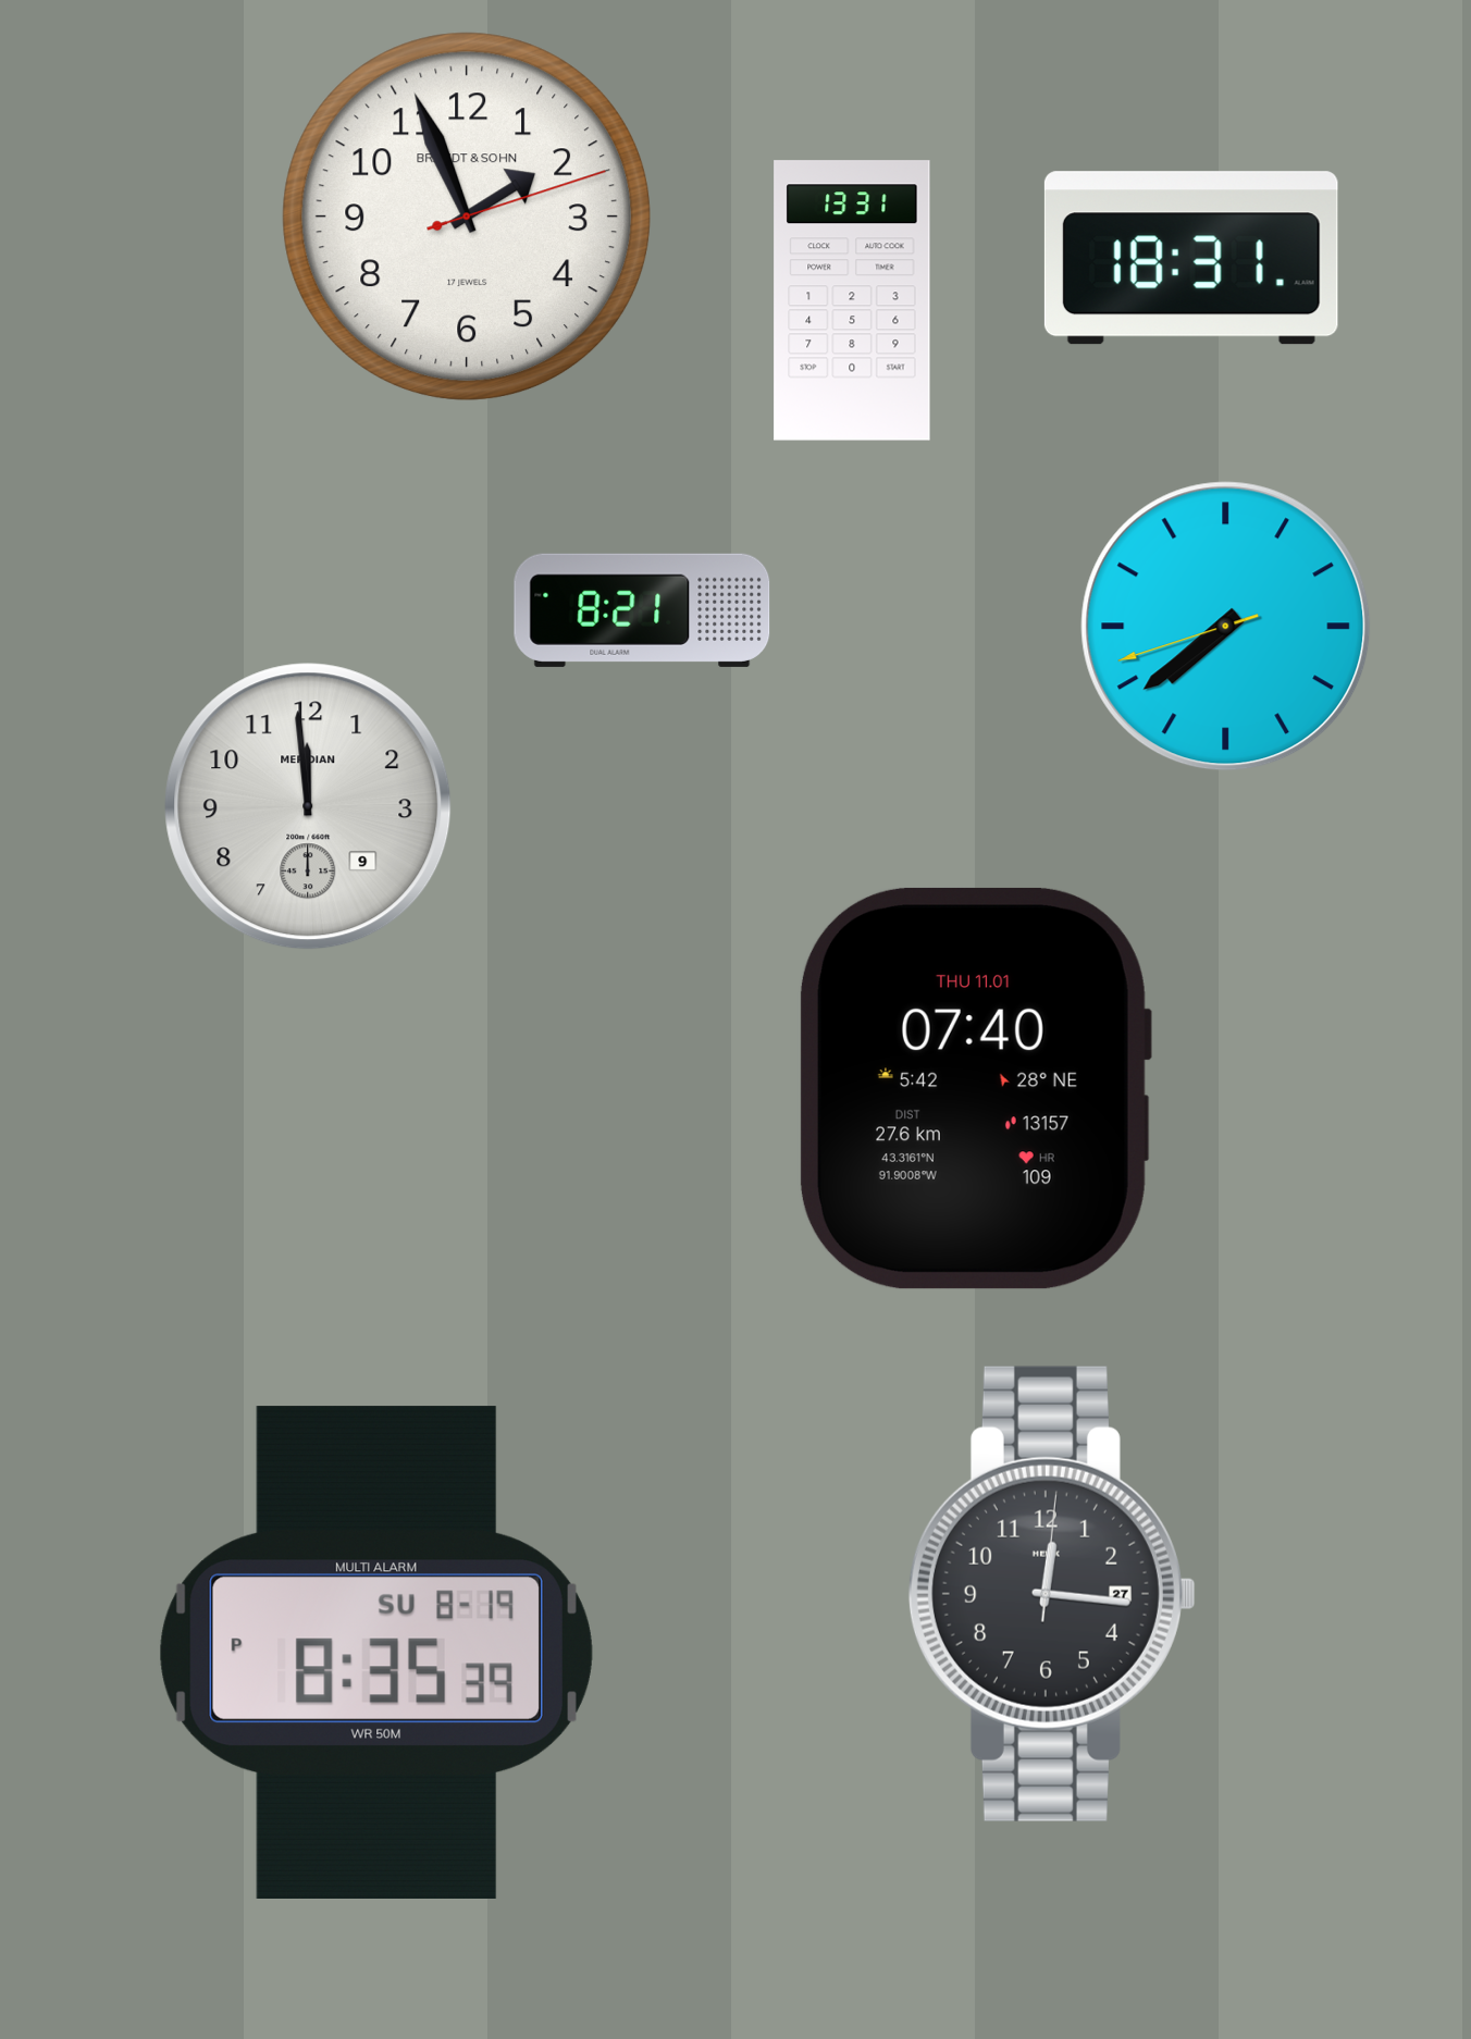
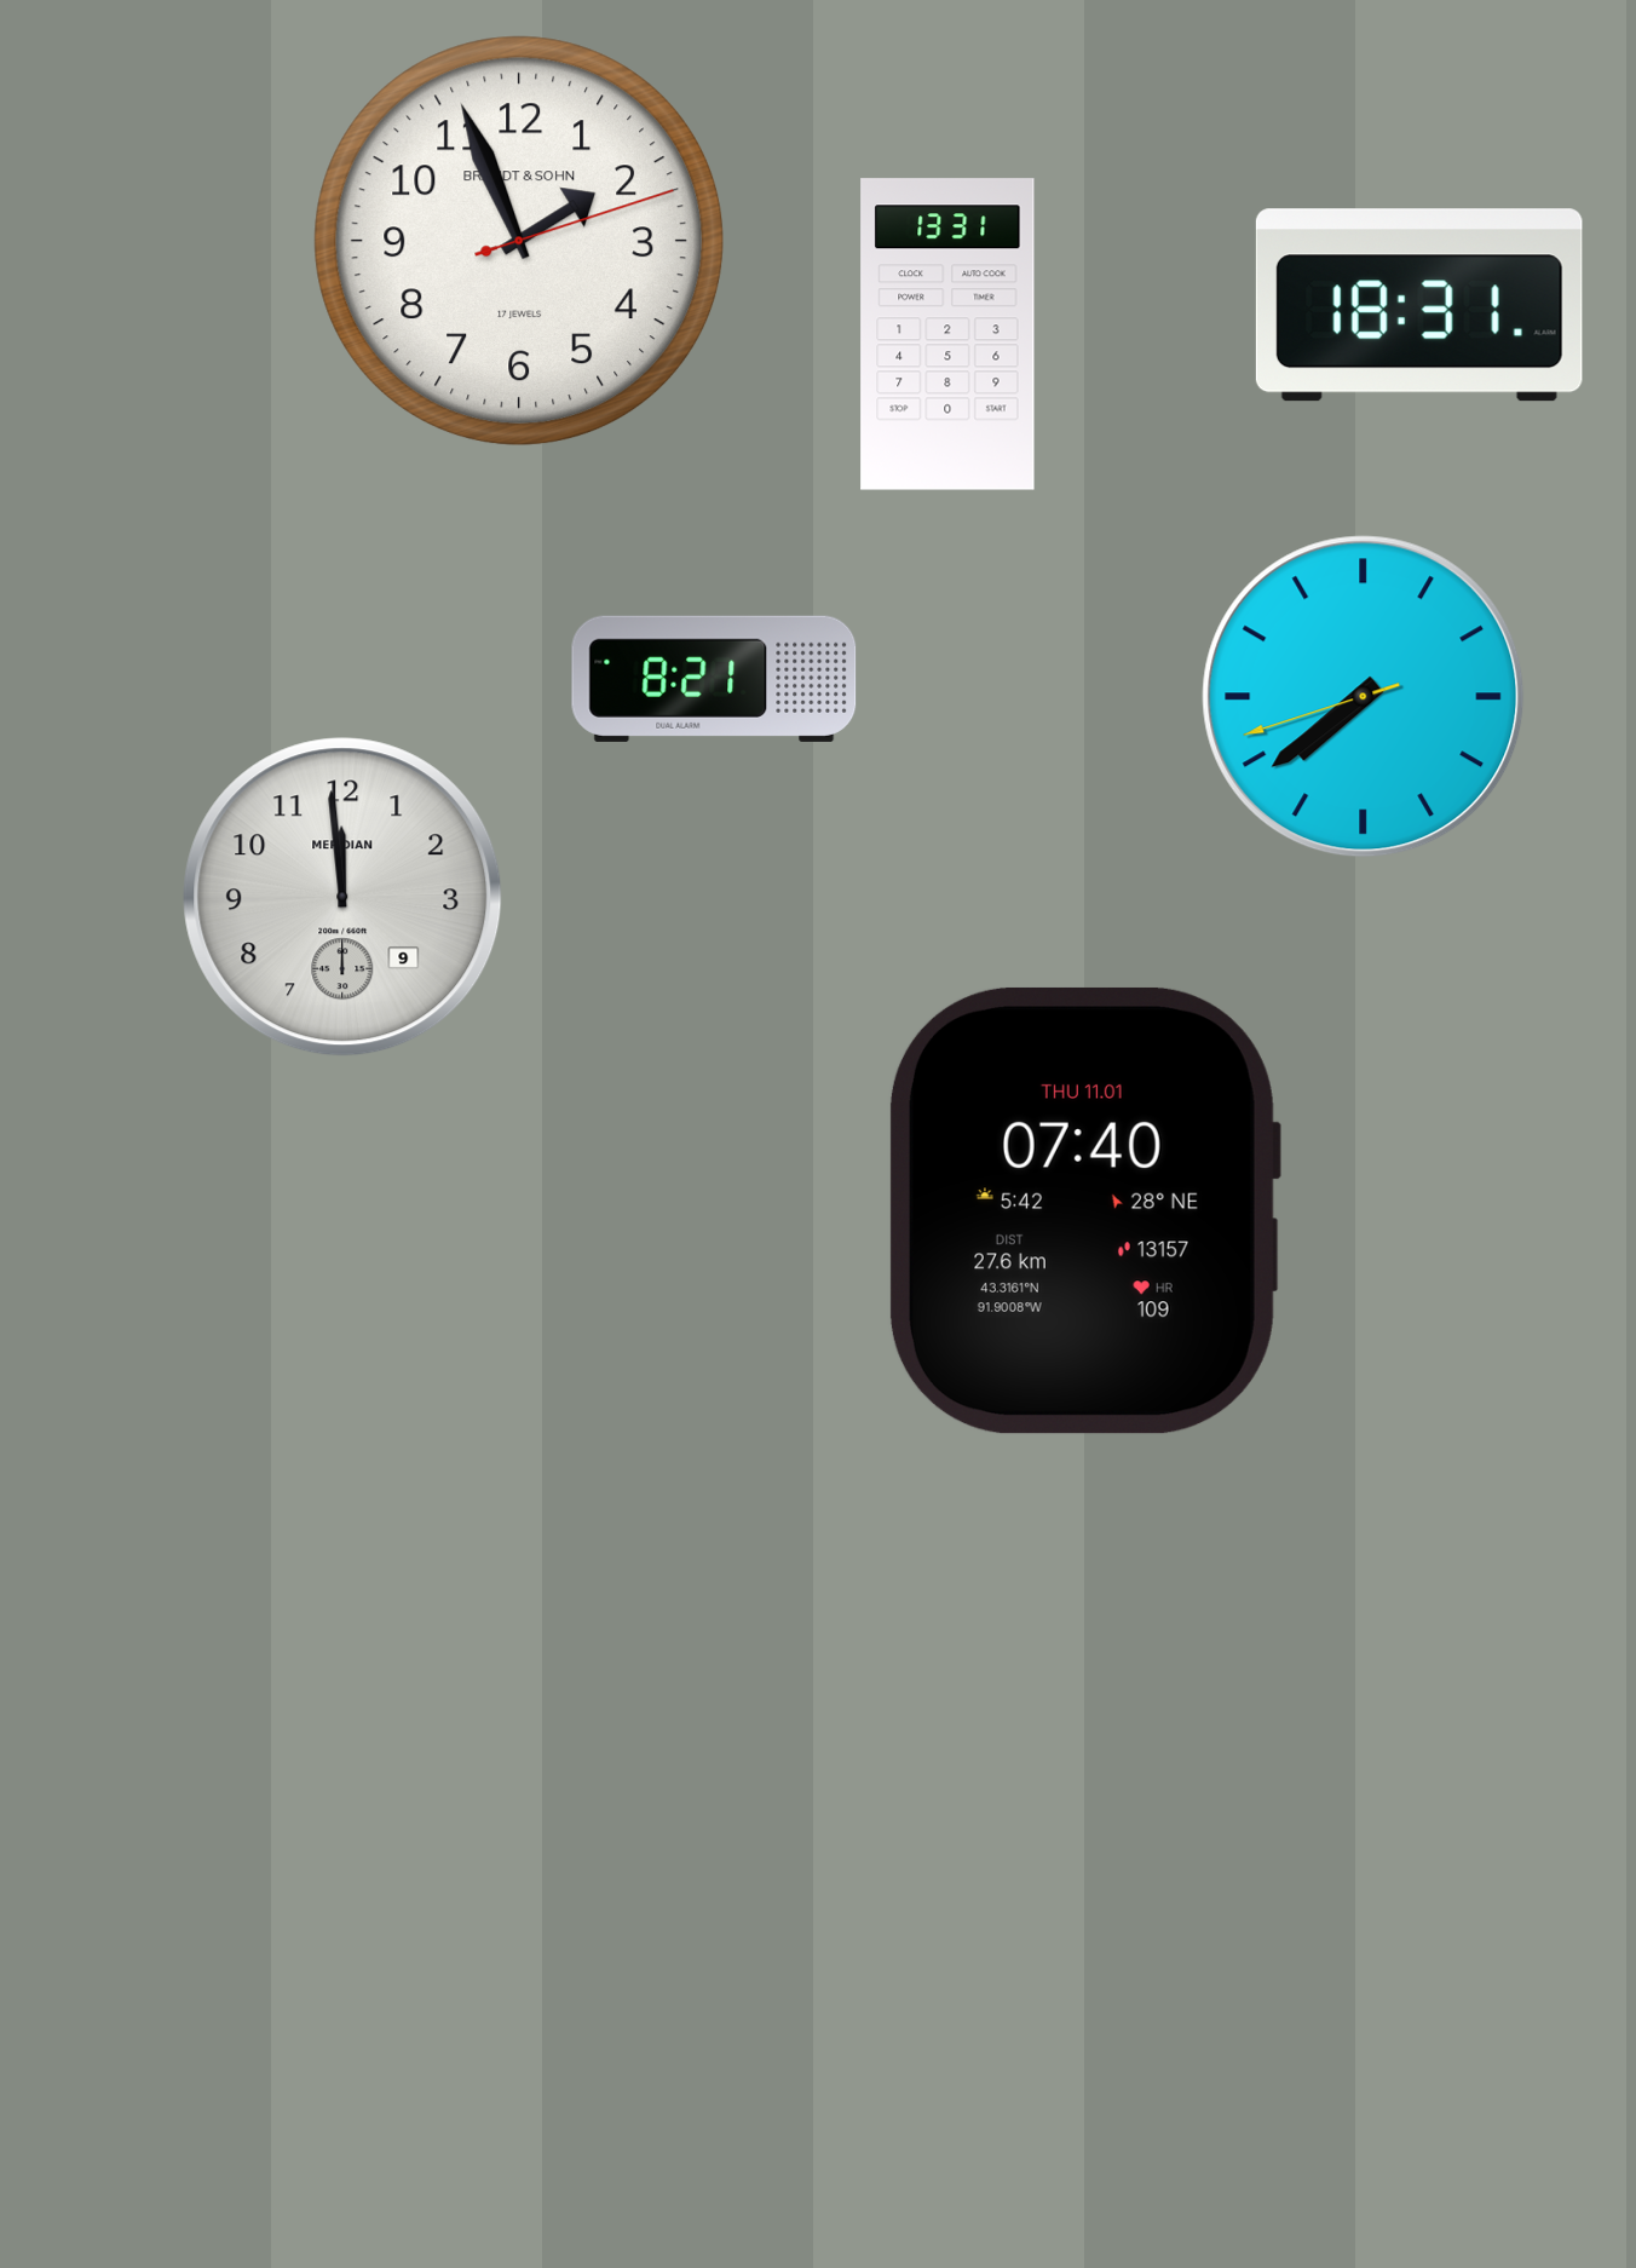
clock at (1191, 258) position: (1191, 258) -> (1419, 305)
clock at (1052, 1594): 12:16 -> none
clock at (376, 1652): 8:35 -> none
